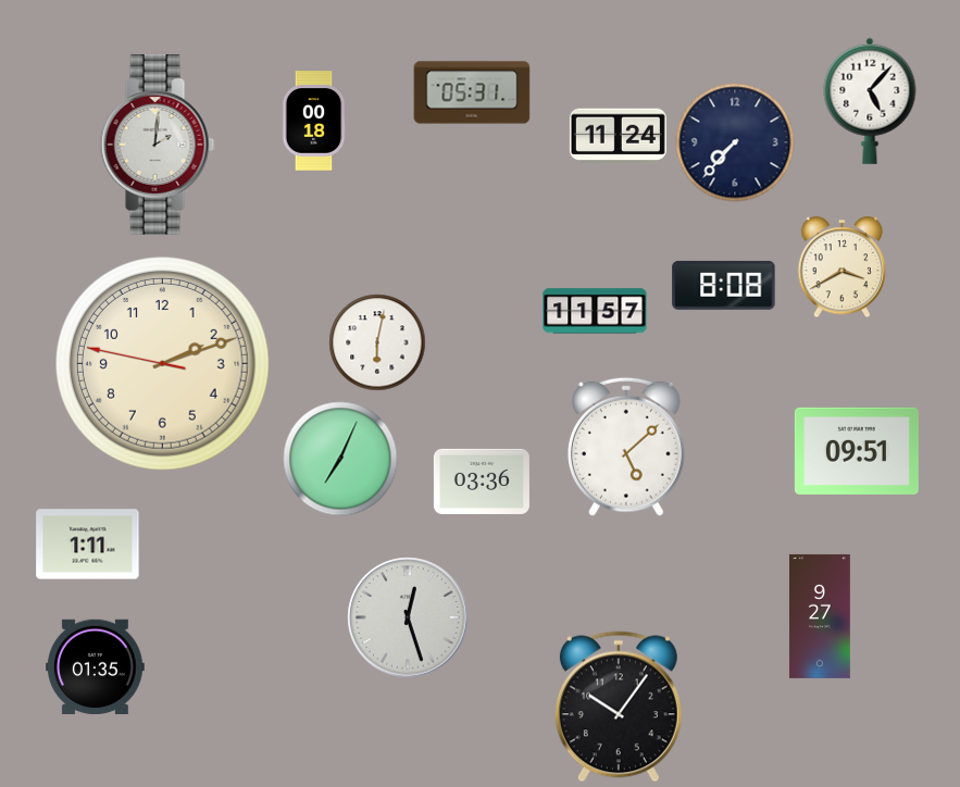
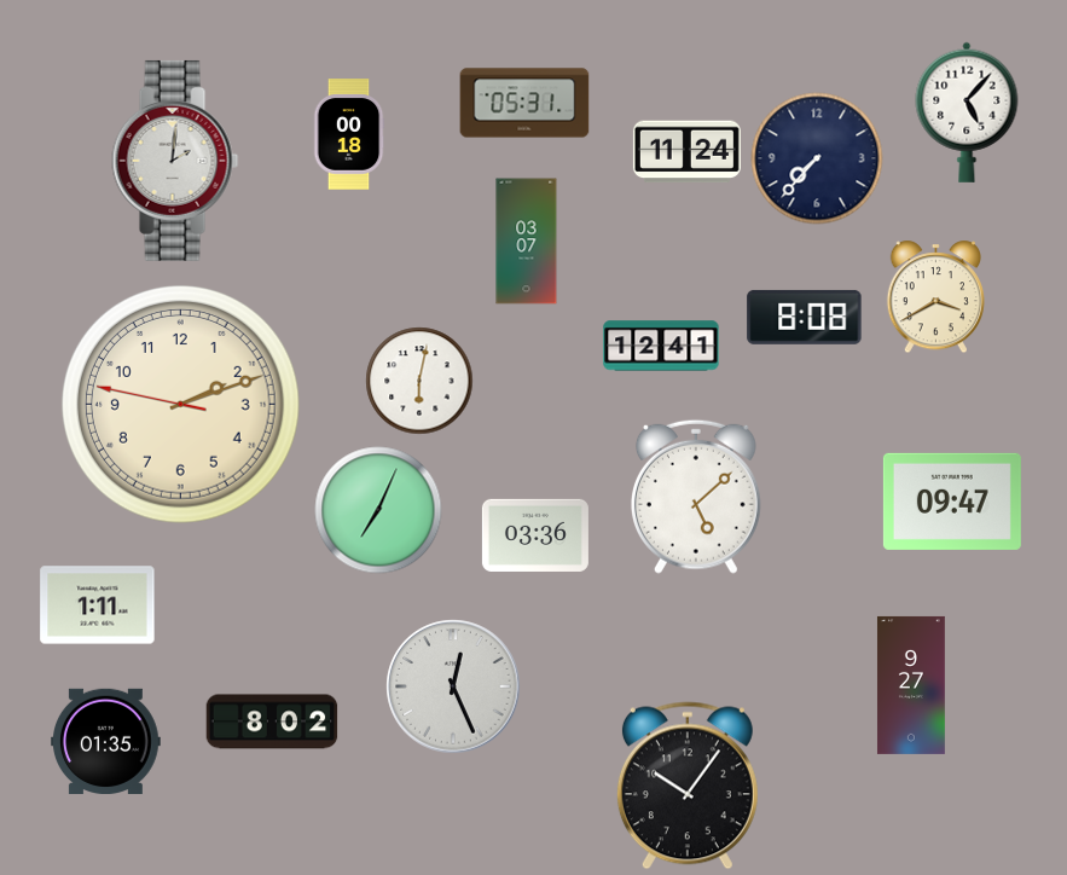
clock at (527, 242): none -> 03:07
clock at (595, 311): 11:57 -> 12:41
clock at (857, 451): 09:51 -> 09:47
clock at (408, 617): 12:27 -> 12:26
clock at (272, 722): none -> 8:02
